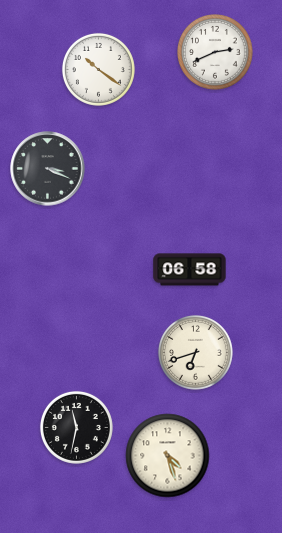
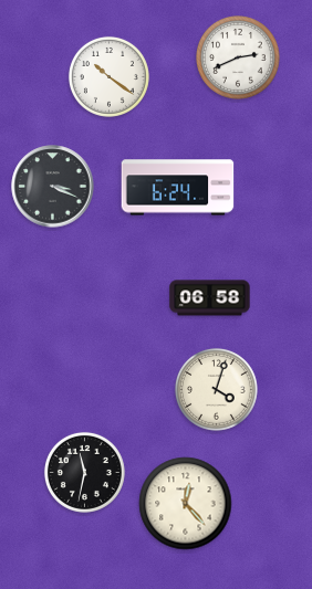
clock at (178, 188): none -> 6:24
clock at (195, 352): 6:42 -> 4:03
clock at (168, 456): 4:27 -> 12:23
